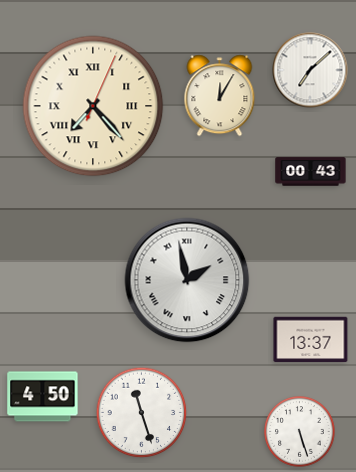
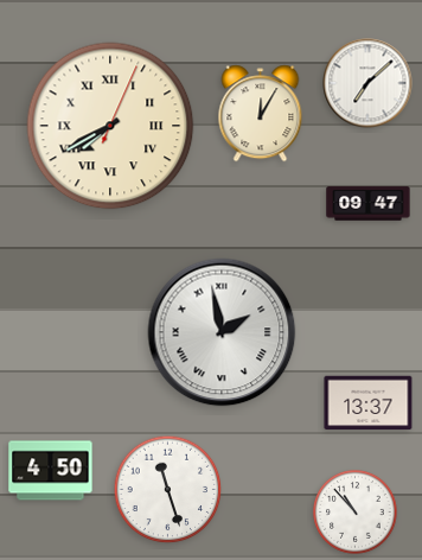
clock at (93, 106): 7:23 -> 7:40
clock at (311, 172): 00:43 -> 09:47
clock at (300, 432): 5:27 -> 10:53
